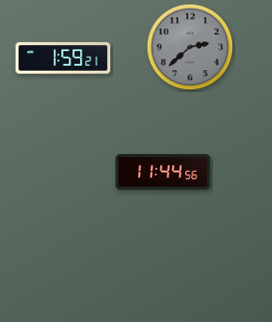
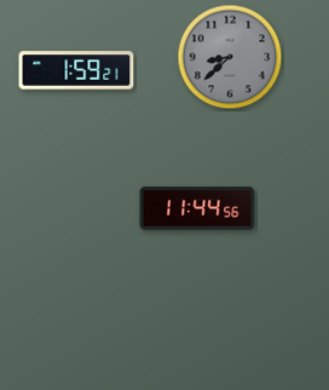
clock at (190, 47): 2:38 -> 8:38
